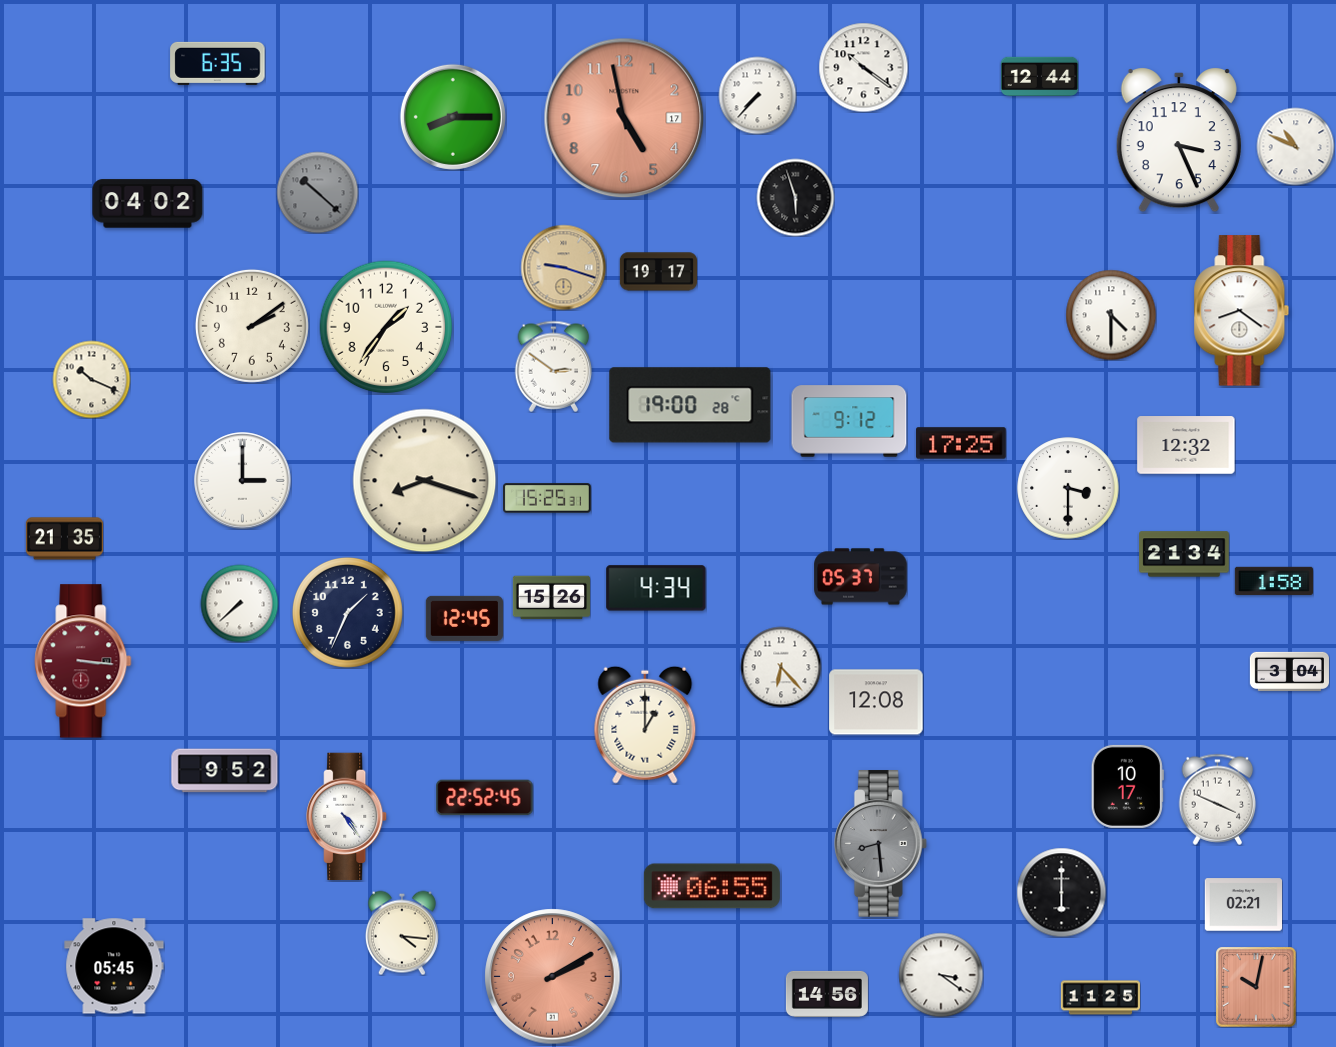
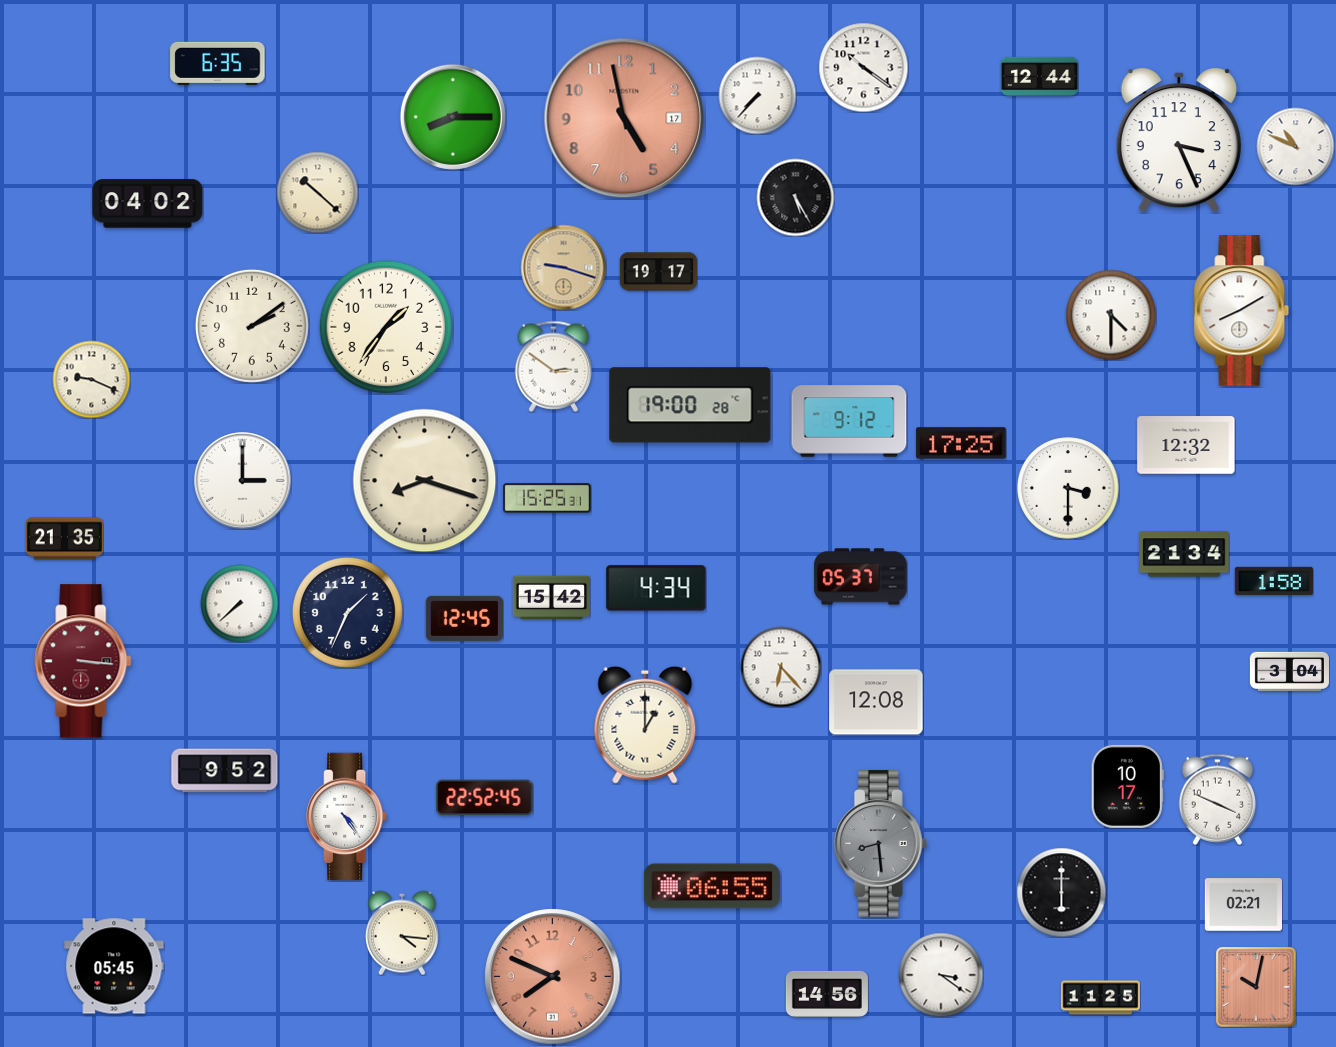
clock at (317, 192) dial: grey -> cream
clock at (795, 197): 5:57 -> 5:25
clock at (1242, 311): 8:21 -> 8:10
clock at (91, 379): 10:19 -> 9:19
clock at (551, 598): 15:26 -> 15:42
clock at (553, 977): 2:10 -> 7:49
